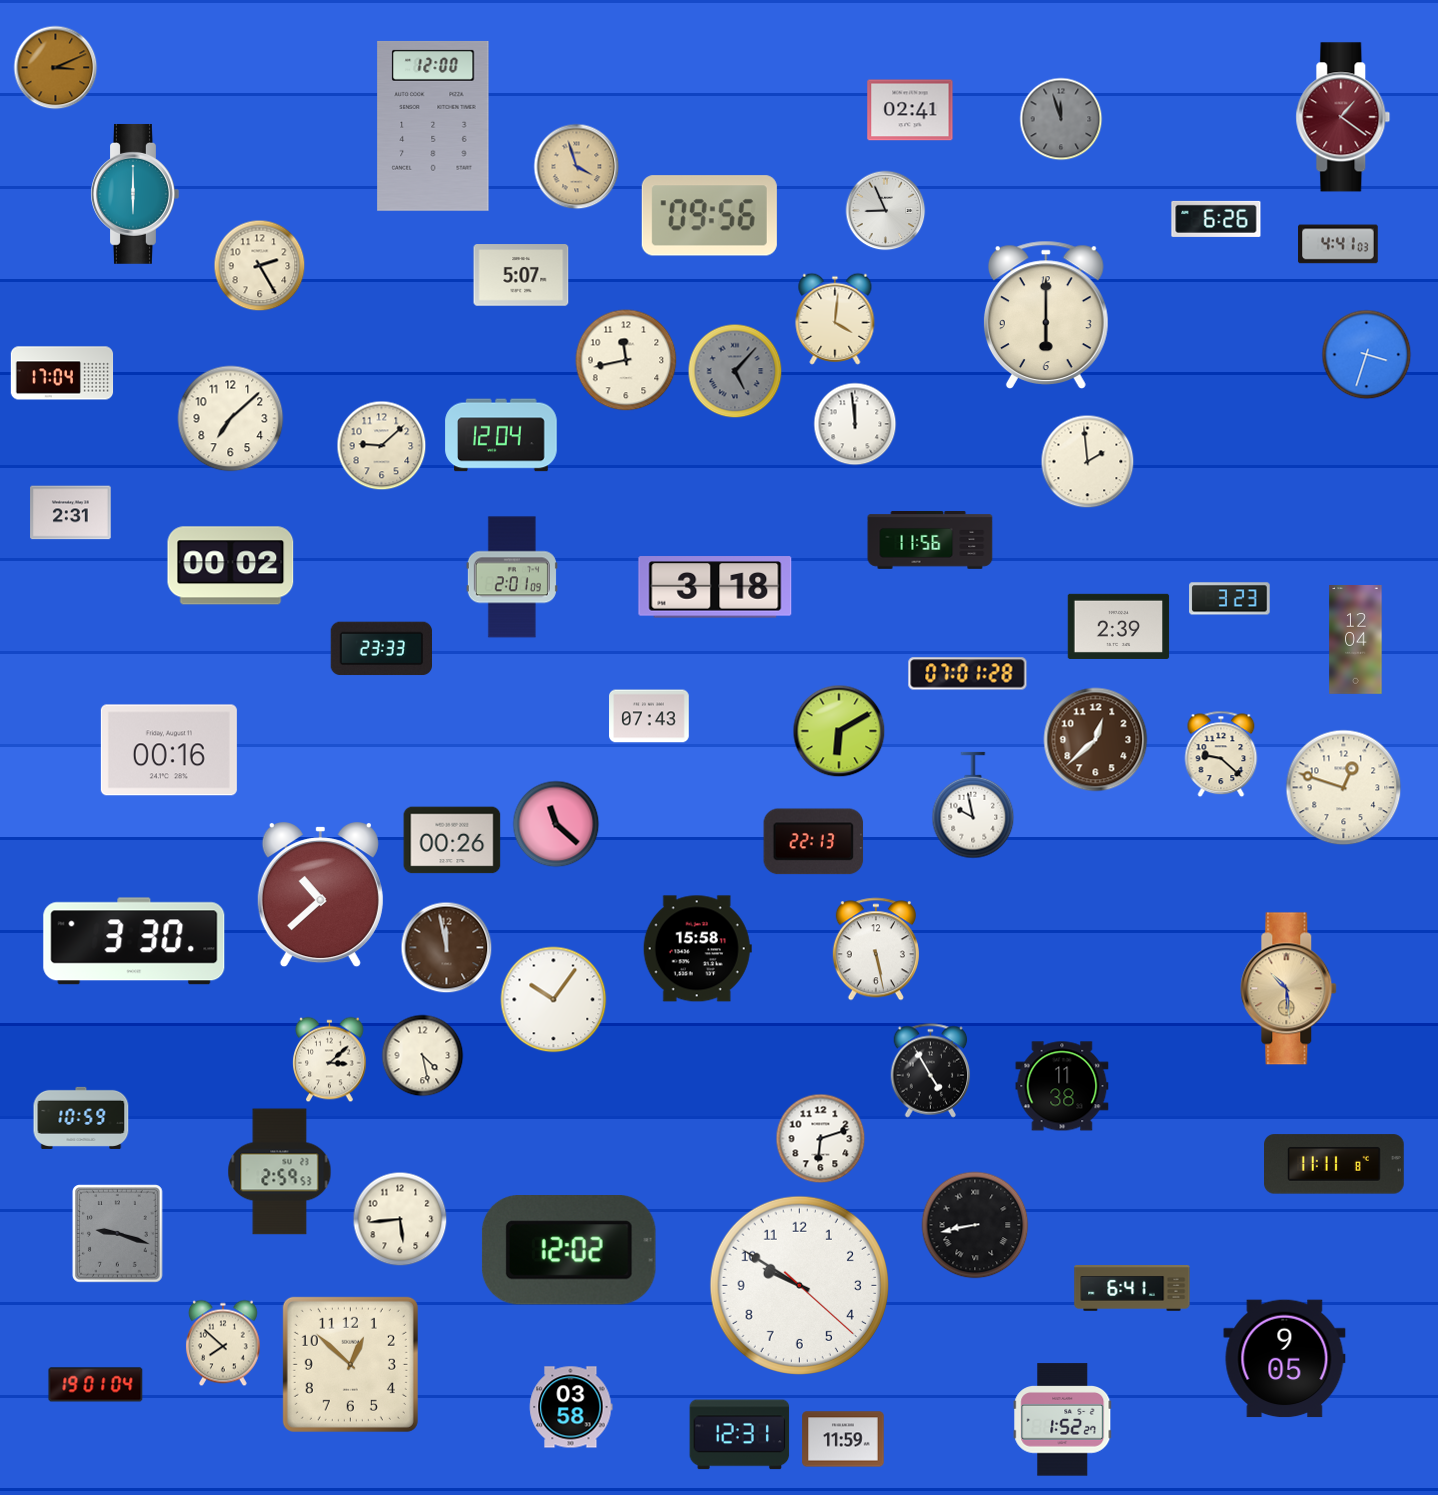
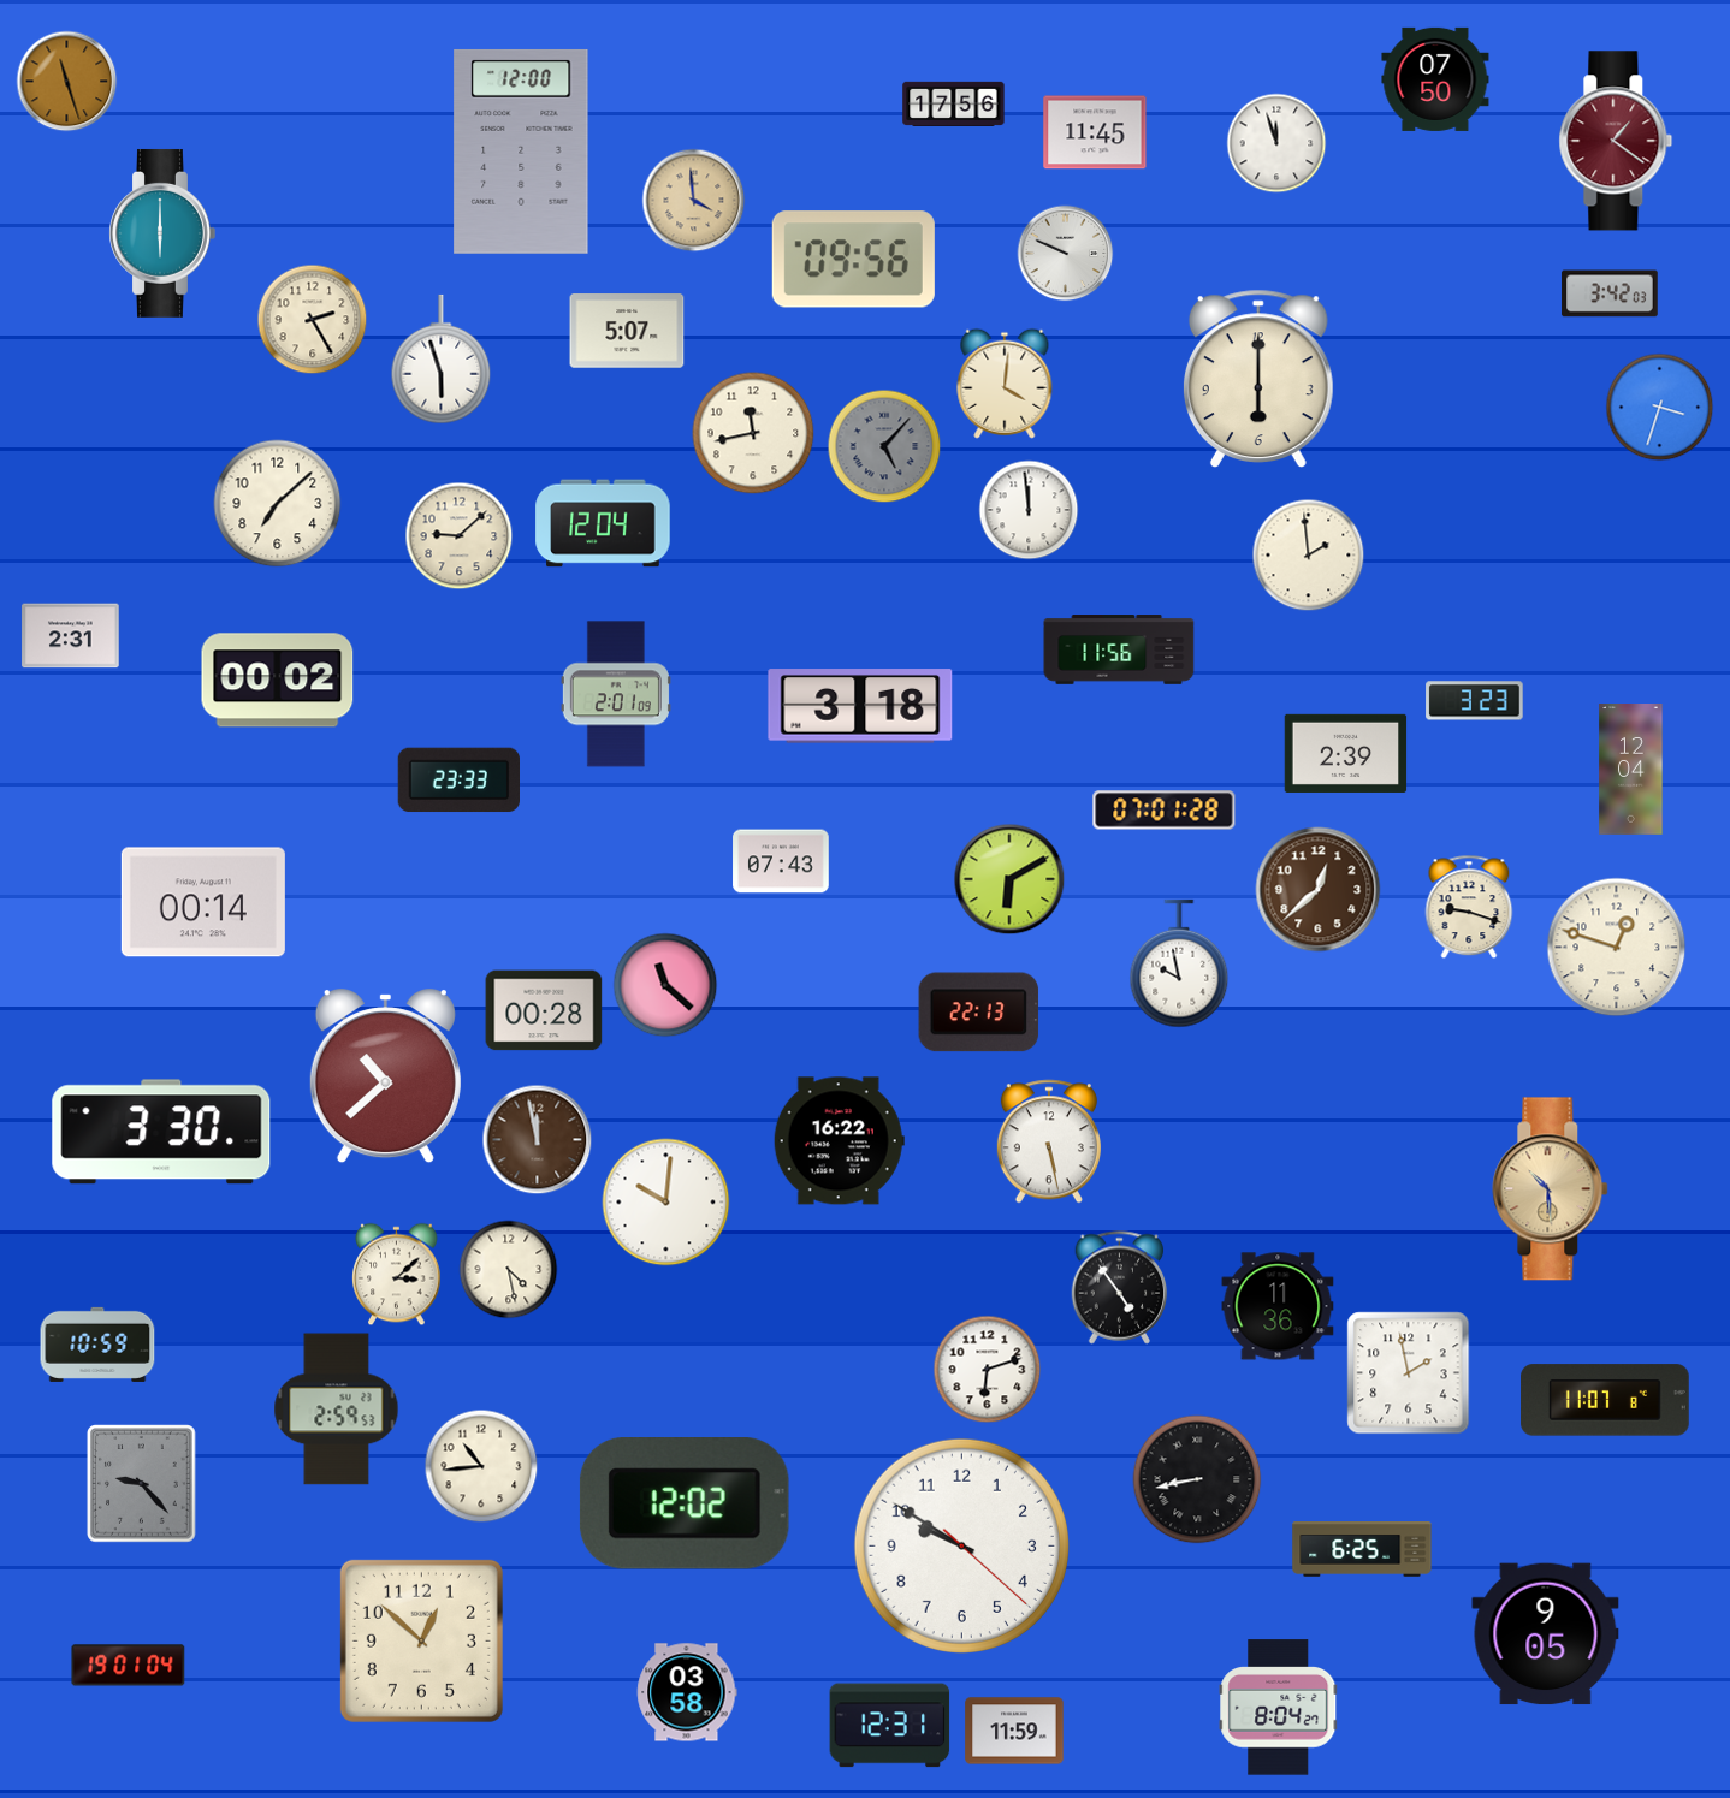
clock at (1435, 79): none -> 07:50
clock at (56, 68): 3:11 -> 11:27
clock at (954, 103): none -> 17:56
clock at (910, 110): 02:41 -> 11:45
clock at (1061, 119) dial: grey -> white
clock at (577, 167): 3:57 -> 3:59
clock at (886, 211): 8:56 -> 9:49
clock at (1216, 219): 6:26 -> none
clock at (1338, 244): 4:41 -> 3:42
clock at (442, 360): none -> 5:57
clock at (1367, 355) position: (1367, 355) -> (1660, 408)
clock at (62, 373): 17:04 -> none
clock at (71, 513) position: (71, 513) -> (71, 636)
clock at (1230, 599) position: (1230, 599) -> (1475, 701)
clock at (169, 750): 00:16 -> 00:14
clock at (1221, 754): 9:22 -> 9:18
clock at (973, 805) position: (973, 805) -> (1179, 963)
clock at (556, 824) position: (556, 824) -> (665, 985)
clock at (452, 840): 00:26 -> 00:28
clock at (697, 949): 15:58 -> 16:22
clock at (876, 949) position: (876, 949) -> (1049, 1141)
clock at (554, 1000): 10:06 -> 10:01
clock at (931, 1071): 4:55 -> 4:54
clock at (1062, 1086): 11:38 -> 11:36
clock at (1409, 1373): none -> 1:58
clock at (1335, 1164): 11:11 -> 11:07
clock at (400, 1219): 5:44 -> 10:44
clock at (975, 1225) position: (975, 1225) -> (1197, 1479)
clock at (118, 1234): 9:18 -> 9:23
clock at (1132, 1288): 6:41 -> 6:25
clock at (223, 1343): 7:52 -> none
clock at (96, 1385) position: (96, 1385) -> (129, 1666)
clock at (1063, 1420): 1:52 -> 8:04
